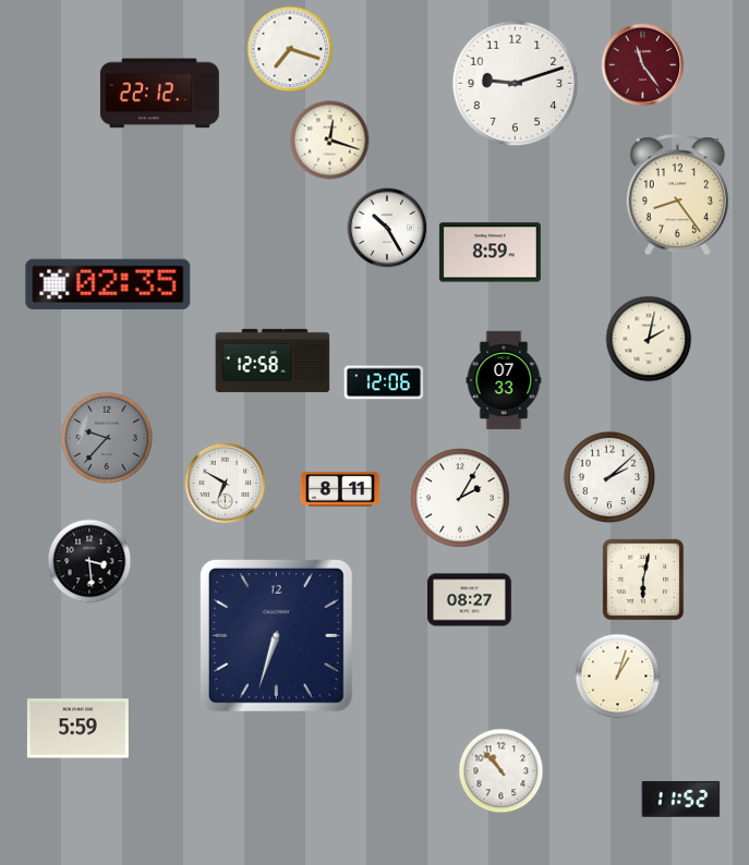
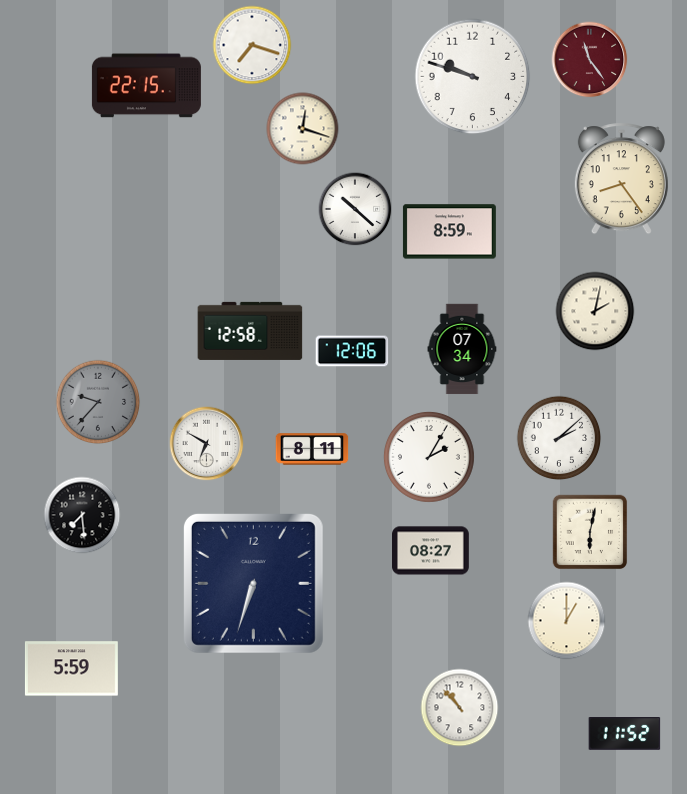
clock at (290, 49) position: (290, 49) -> (252, 45)
clock at (516, 84): 9:12 -> 9:48
clock at (159, 94): 22:12 -> 22:15
clock at (387, 228): 10:25 -> 10:22
clock at (108, 284): 02:35 -> none
clock at (504, 380): 07:33 -> 07:34
clock at (460, 498) position: (460, 498) -> (429, 457)
clock at (89, 561): 3:29 -> 7:29
clock at (618, 677): 1:03 -> 1:00
